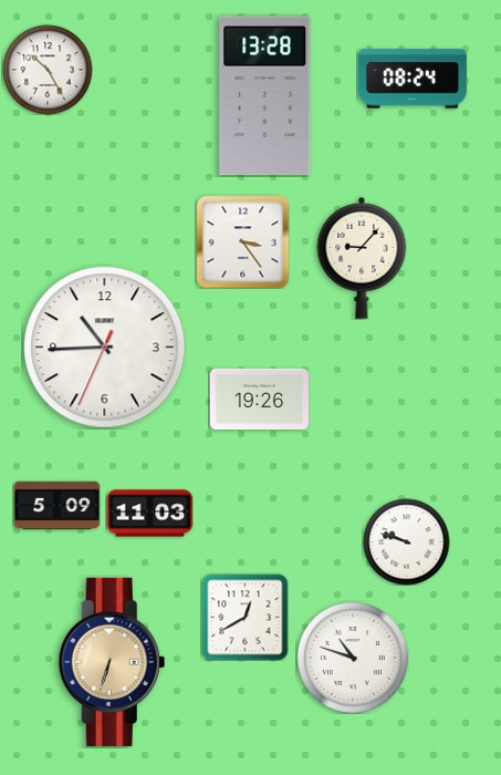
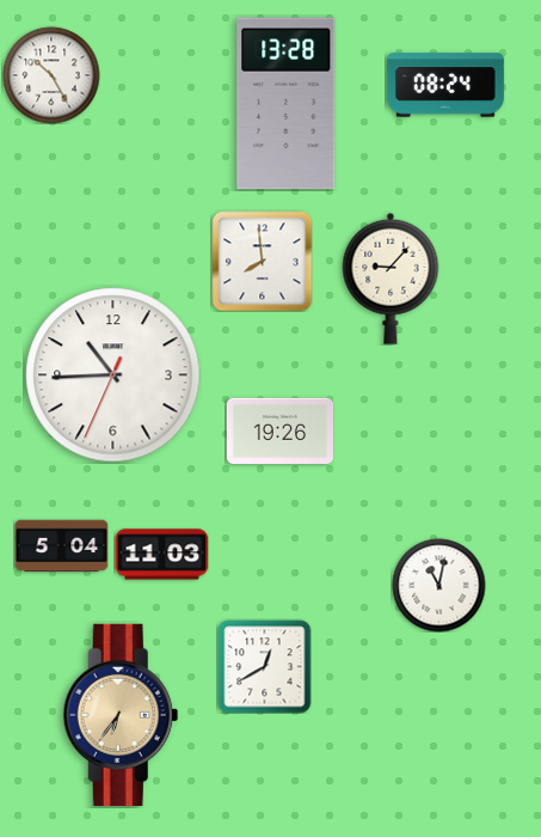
clock at (242, 241): 3:24 -> 7:59
clock at (56, 506): 5:09 -> 5:04
clock at (406, 541): 9:48 -> 11:02
clock at (353, 658): 10:48 -> none
clock at (112, 662): 6:33 -> 6:36
